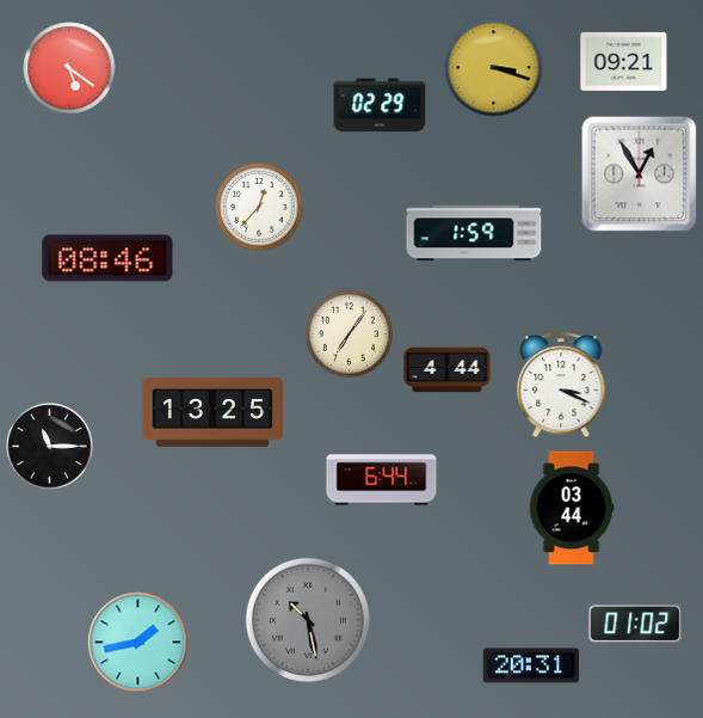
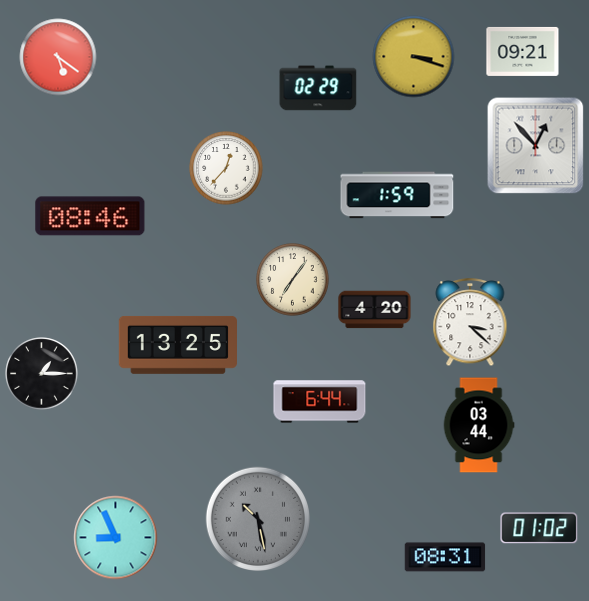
clock at (640, 174): 12:55 -> 12:53
clock at (259, 207) position: (259, 207) -> (226, 168)
clock at (448, 370): 4:44 -> 4:20
clock at (561, 386): 3:19 -> 3:22
clock at (50, 447): 11:15 -> 1:15
clock at (635, 624) position: (635, 624) -> (539, 528)
clock at (138, 643): 1:43 -> 8:56
clock at (531, 665): 20:31 -> 08:31
